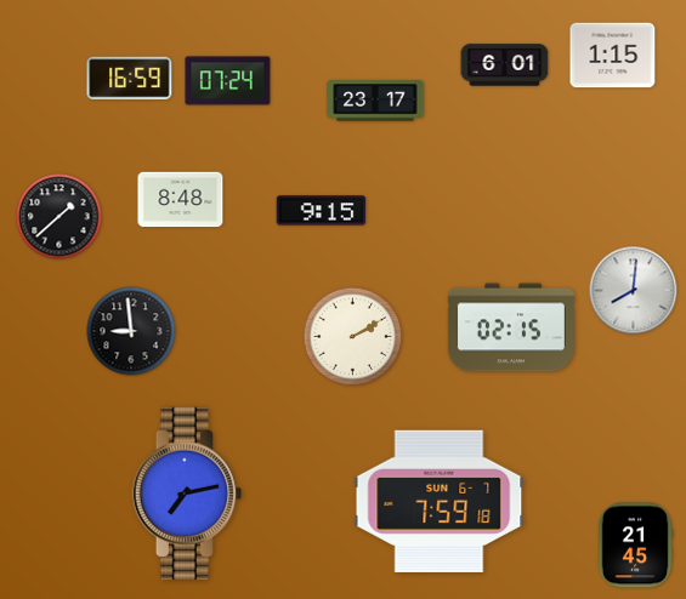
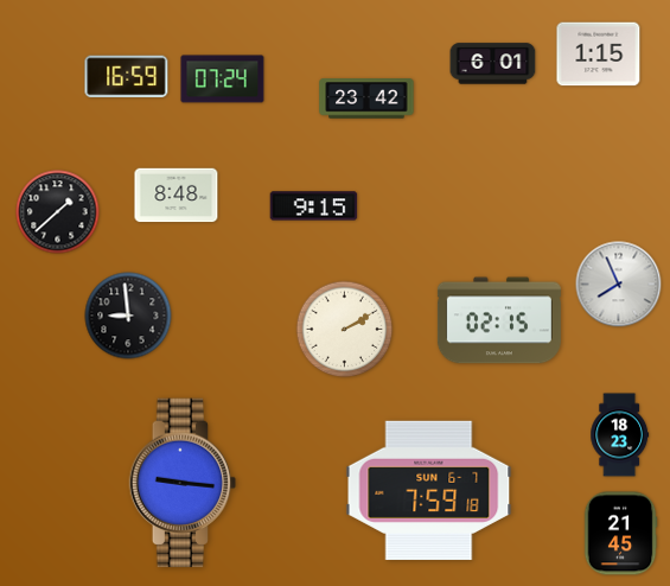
clock at (375, 101): 23:17 -> 23:42
clock at (634, 291): 8:01 -> 7:56
clock at (131, 331) position: (131, 331) -> (128, 316)
clock at (620, 435): none -> 18:23
clock at (187, 494): 7:13 -> 9:16
